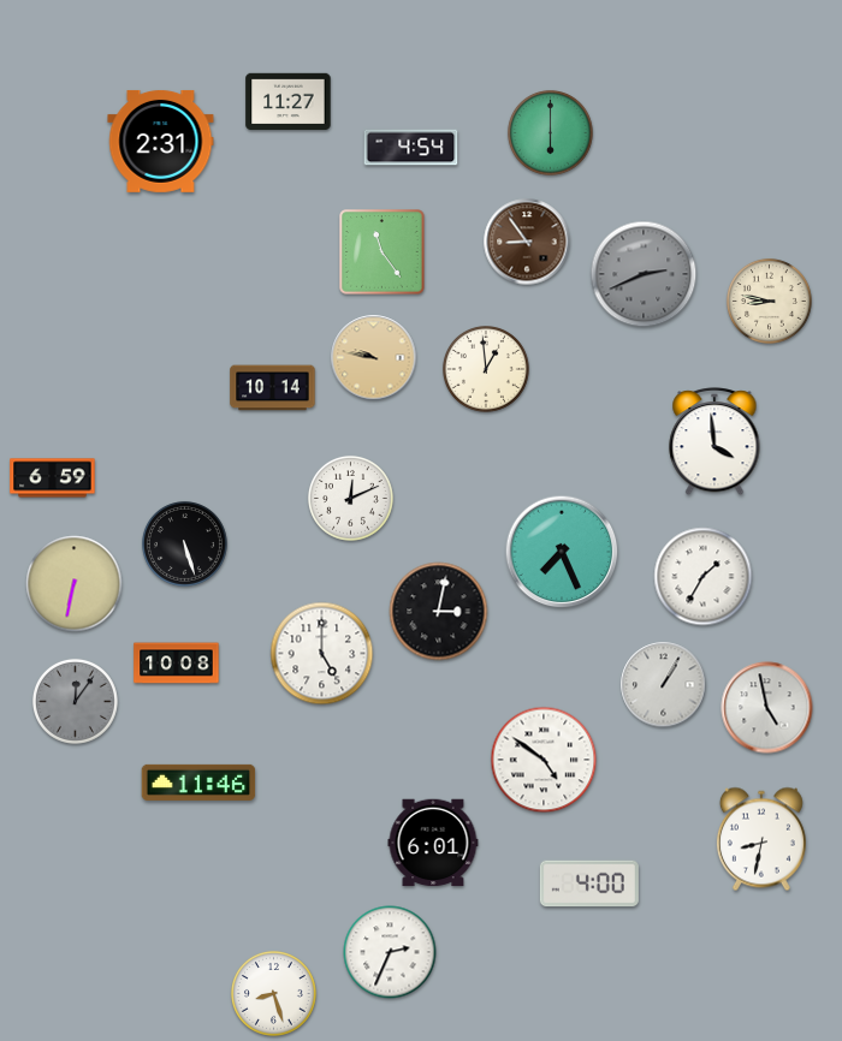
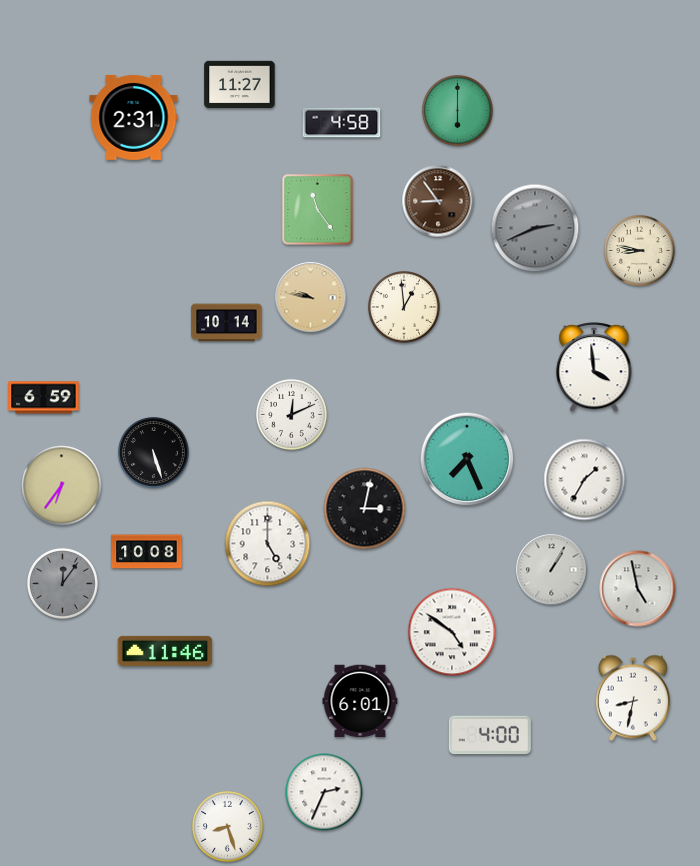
clock at (411, 148): 4:54 -> 4:58
clock at (75, 584): 6:32 -> 6:36
